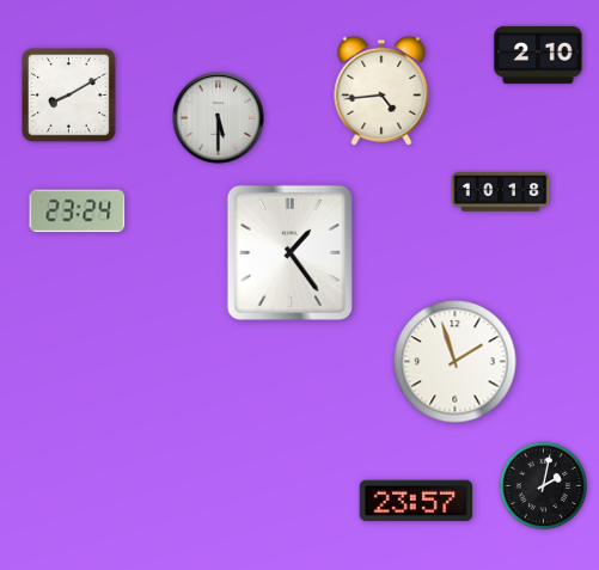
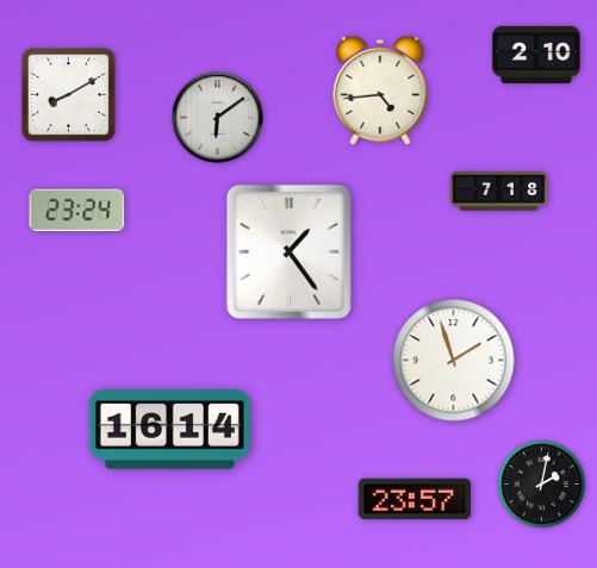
clock at (219, 118): 5:30 -> 6:09
clock at (501, 192): 10:18 -> 7:18
clock at (169, 430): none -> 16:14
